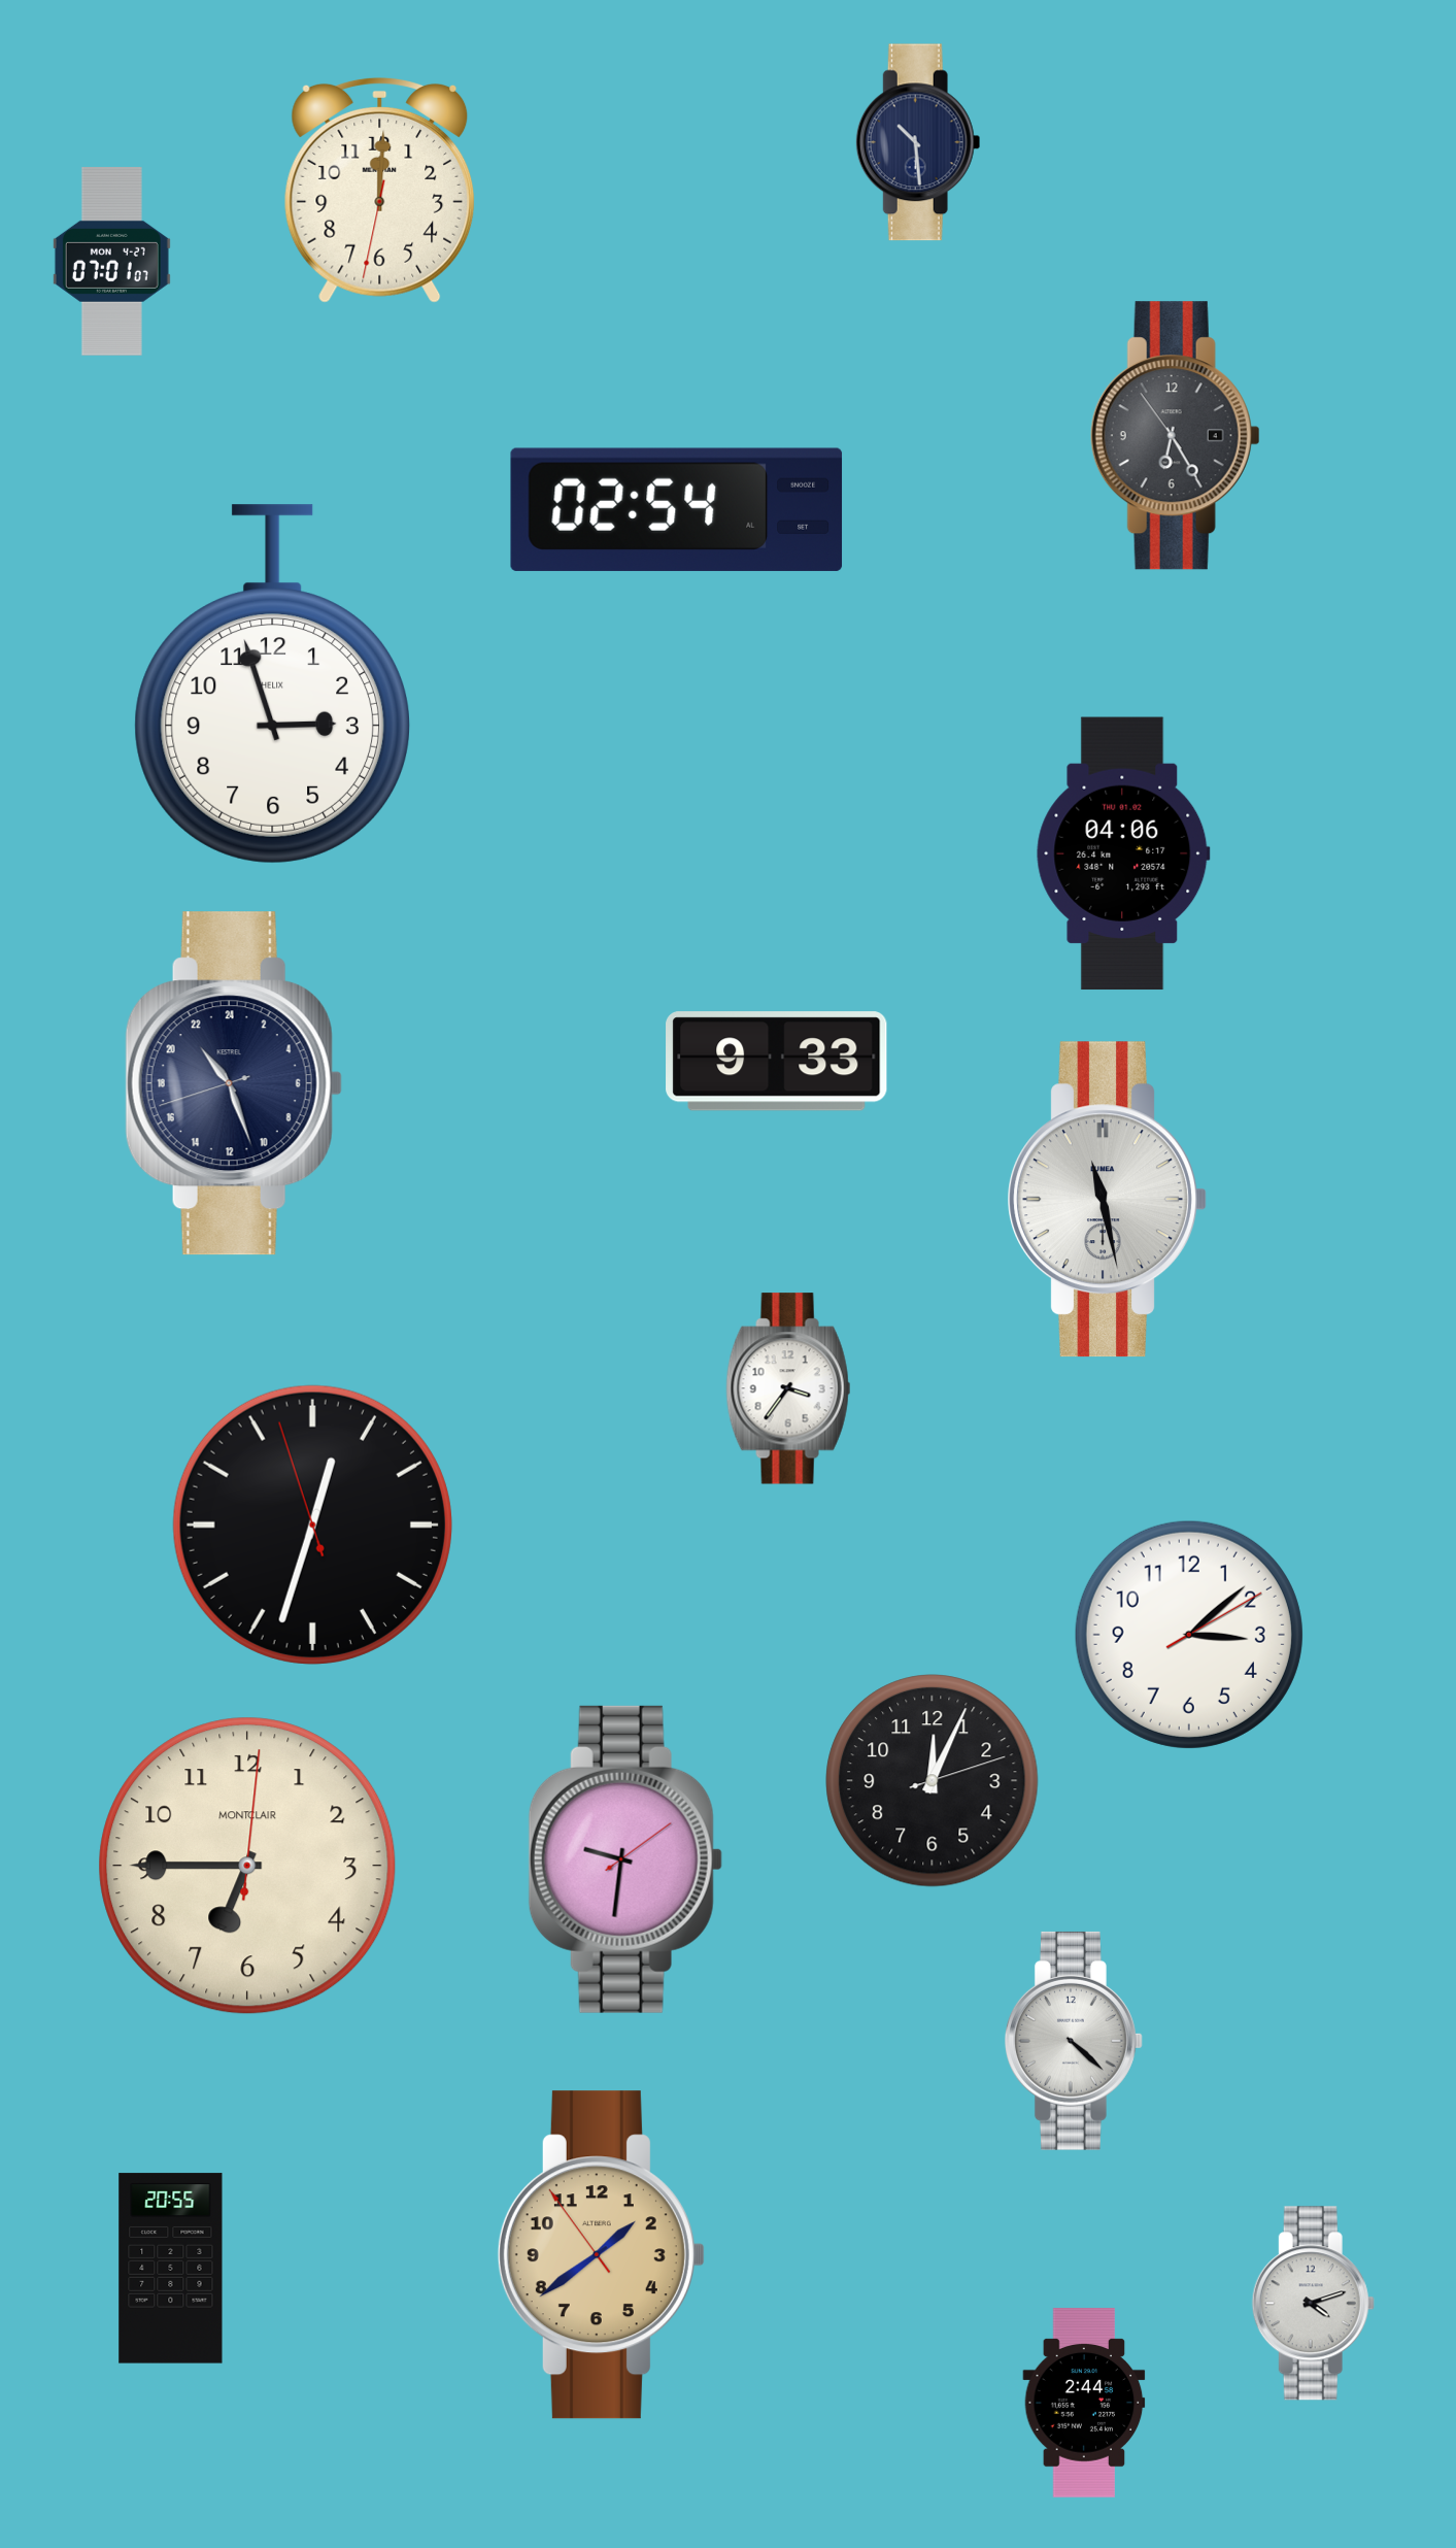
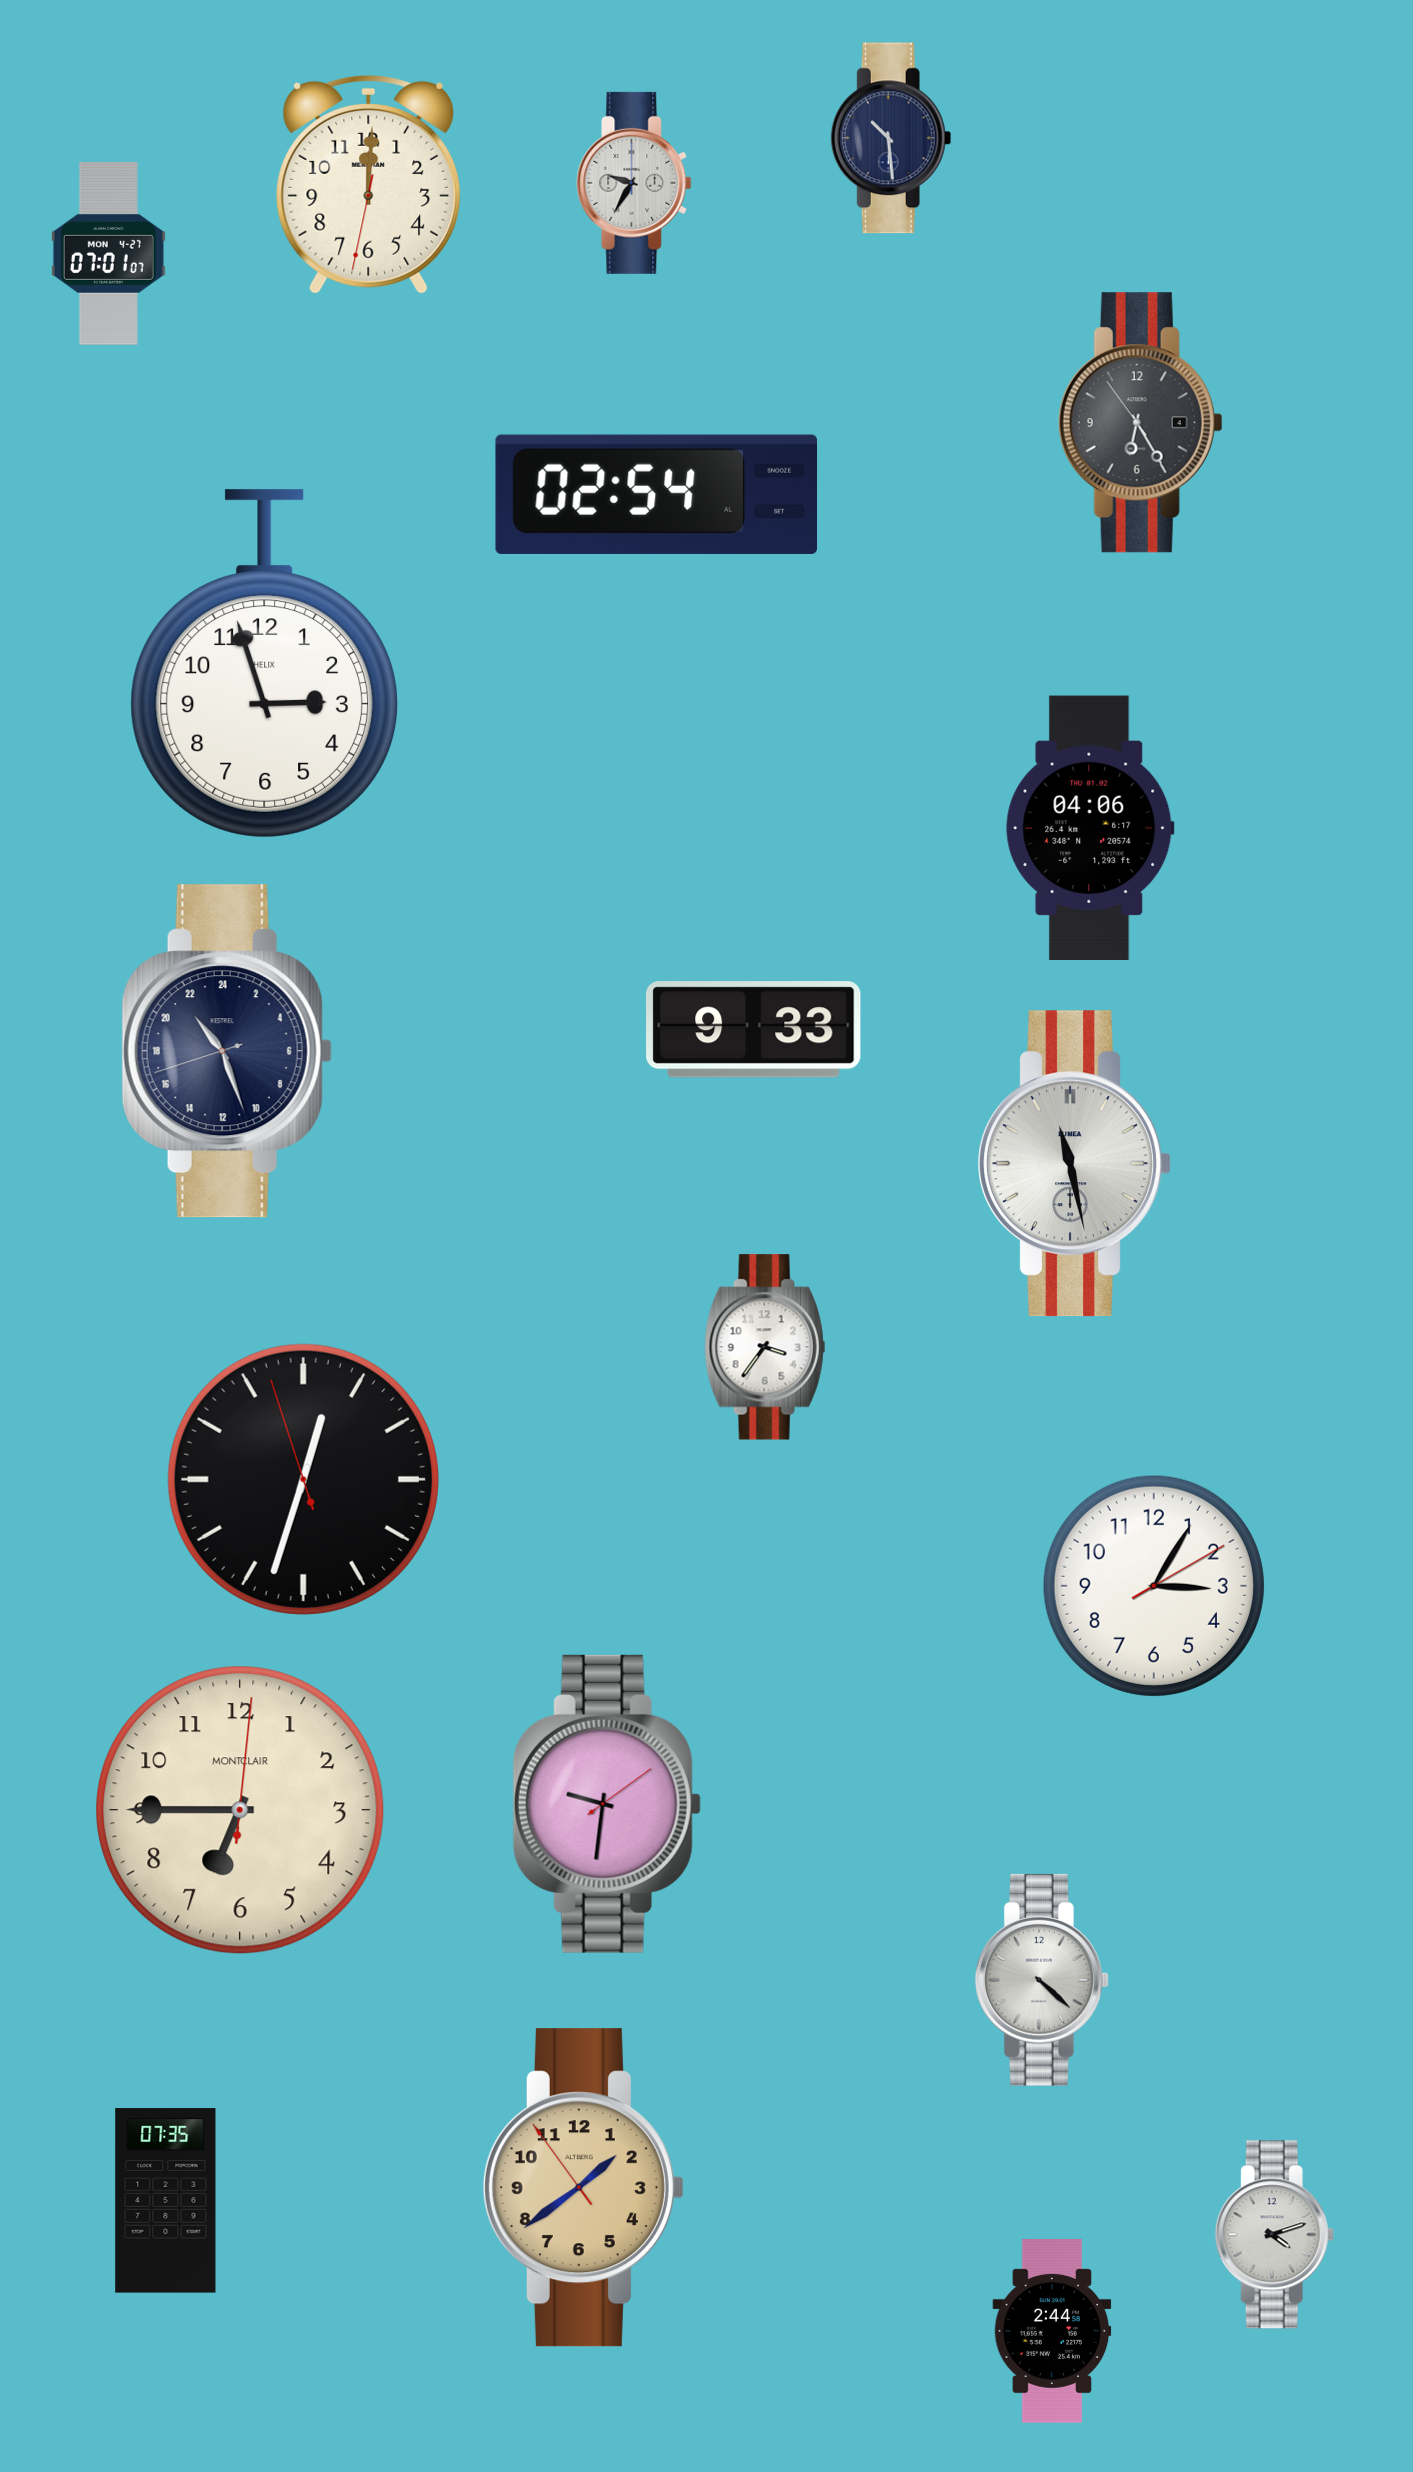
clock at (634, 183): none -> 9:35
clock at (1189, 1635): 3:08 -> 3:05
clock at (933, 1781): 12:04 -> none
clock at (171, 2269): 20:55 -> 07:35
